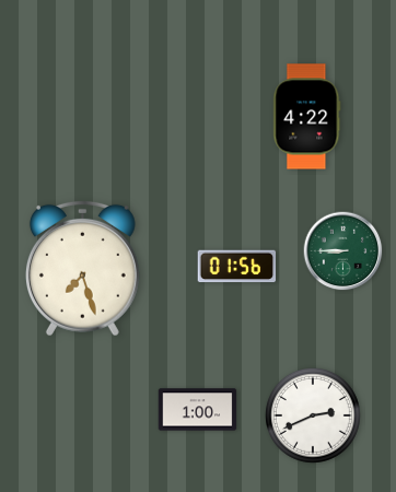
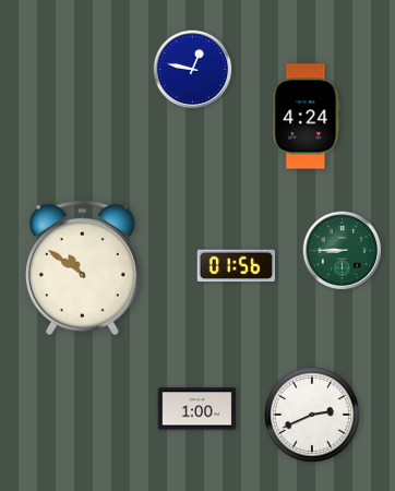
clock at (193, 70): none -> 12:47
clock at (307, 117): 4:22 -> 4:24
clock at (82, 268): 7:27 -> 10:51
